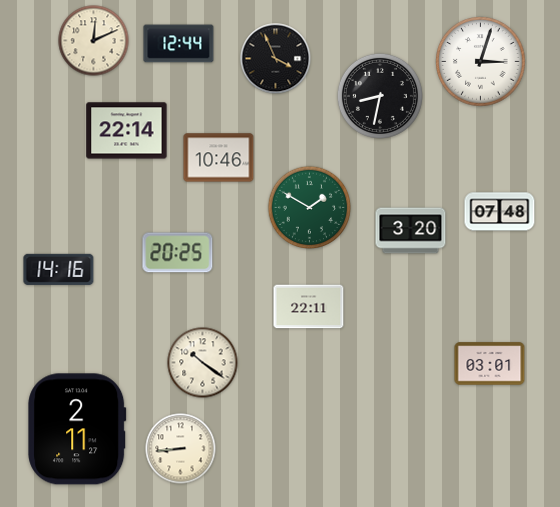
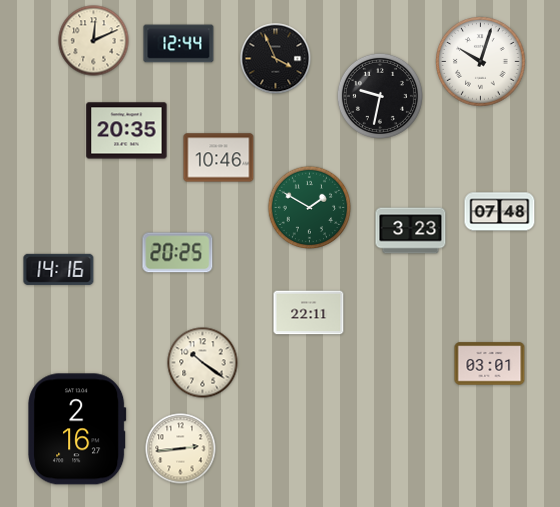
clock at (481, 62): 3:03 -> 10:03
clock at (380, 96): 8:32 -> 9:32
clock at (127, 131): 22:14 -> 20:35
clock at (411, 231): 3:20 -> 3:23
clock at (309, 307) position: (309, 307) -> (309, 313)
clock at (77, 429): 2:11 -> 2:16
clock at (181, 449): 8:44 -> 2:44
